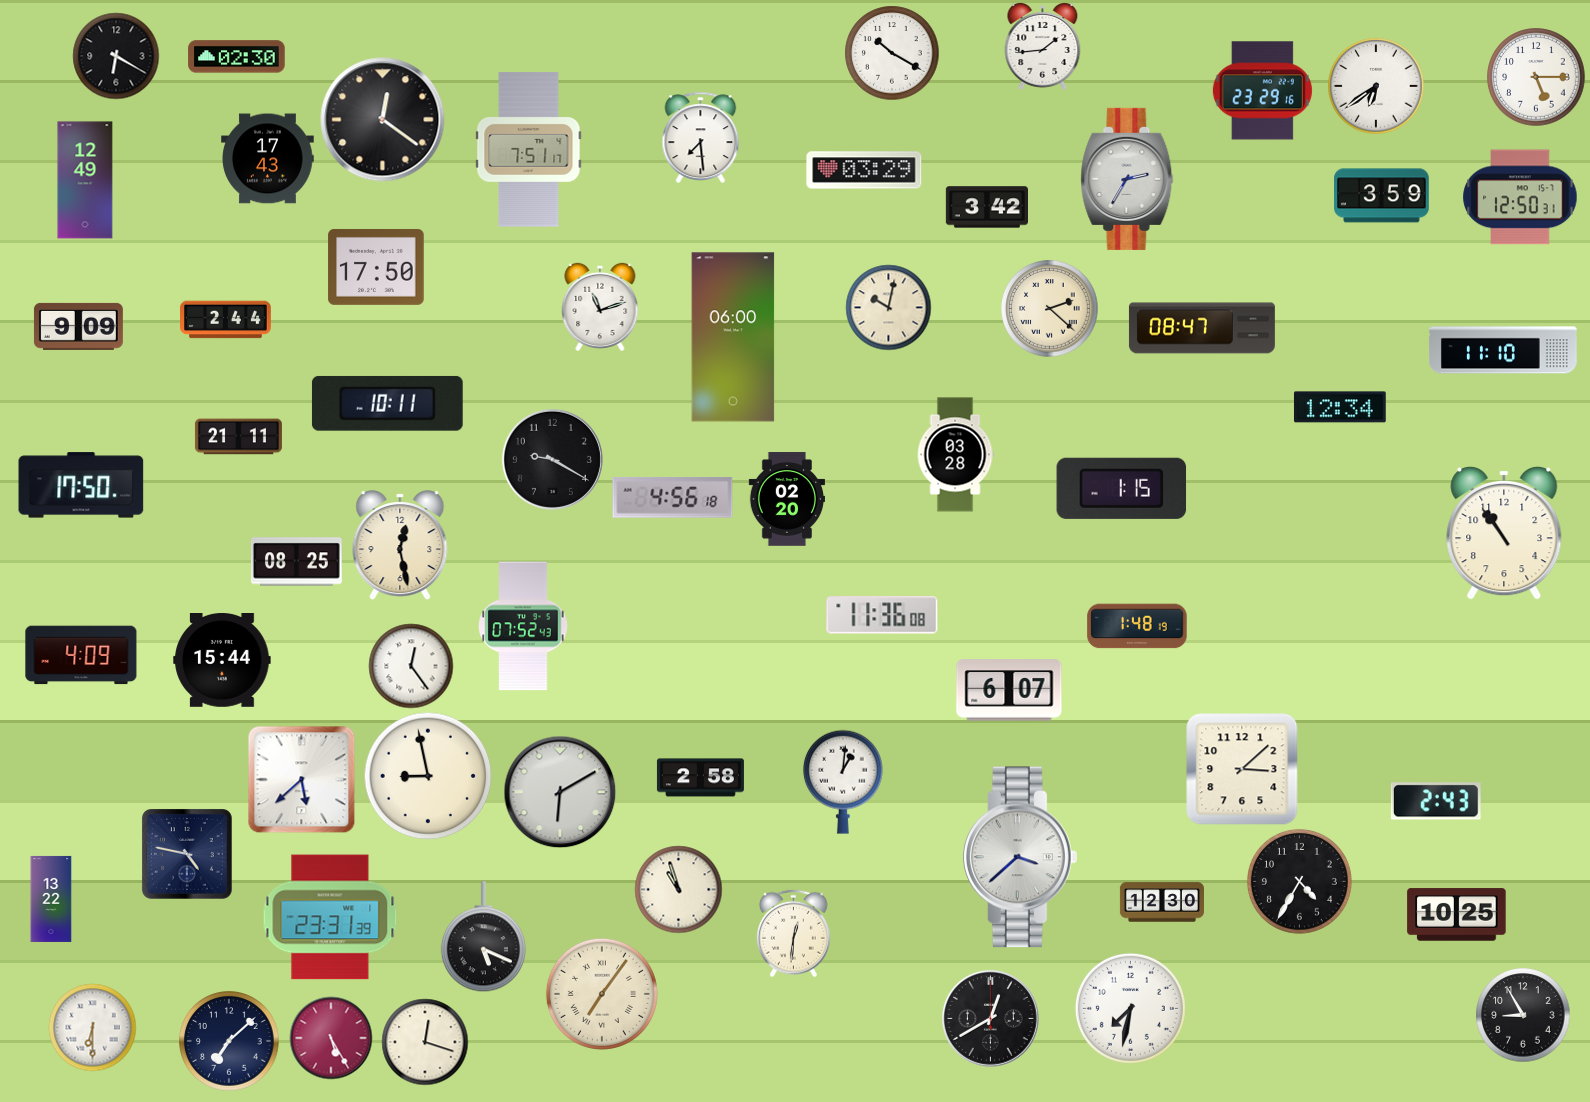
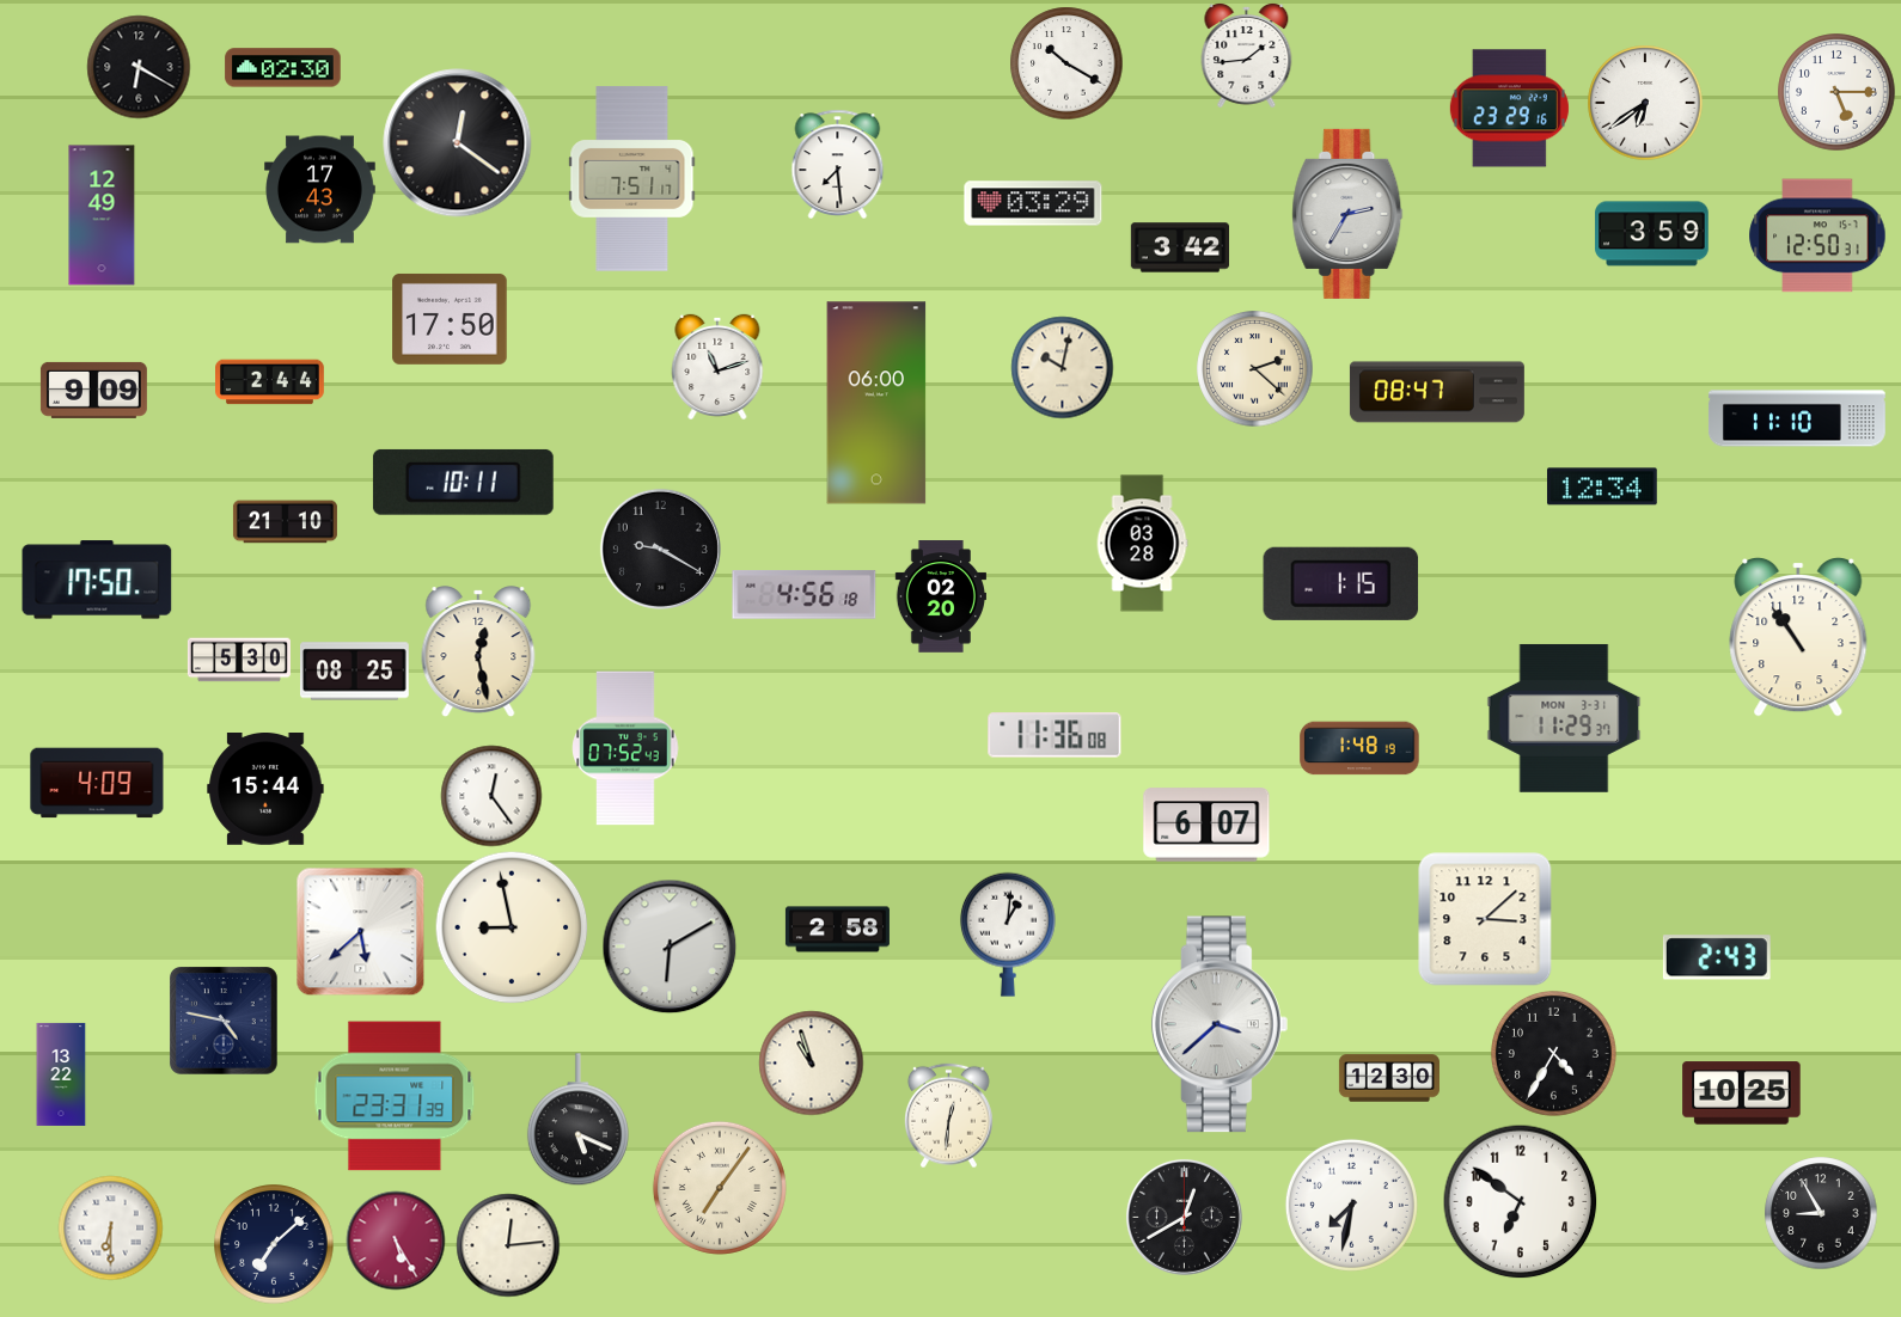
clock at (238, 437): 21:11 -> 21:10
clock at (239, 660): none -> 5:30
clock at (1564, 718): none -> 11:29
clock at (1520, 1201): none -> 6:51
clock at (425, 1042): 12:18 -> 12:14
